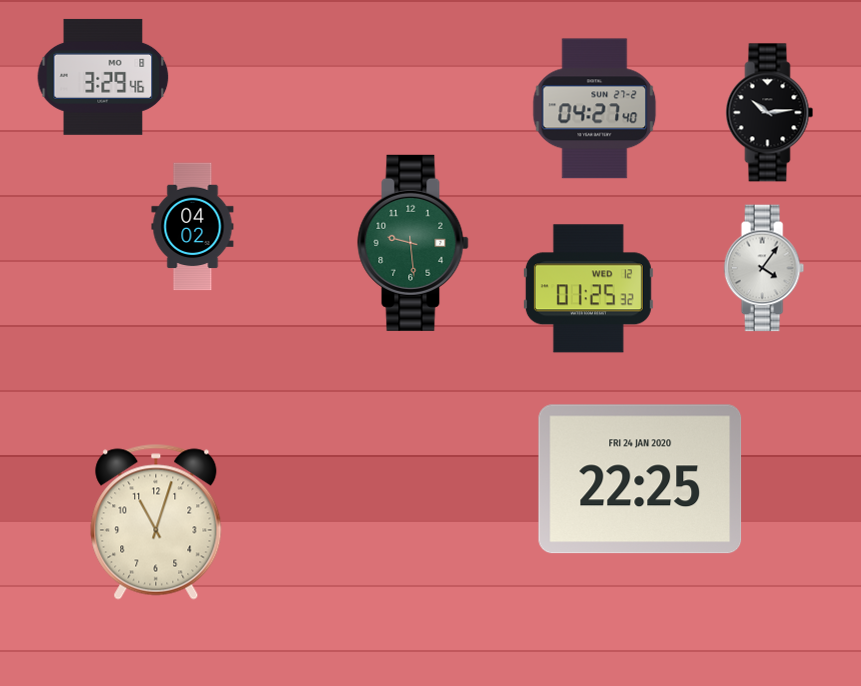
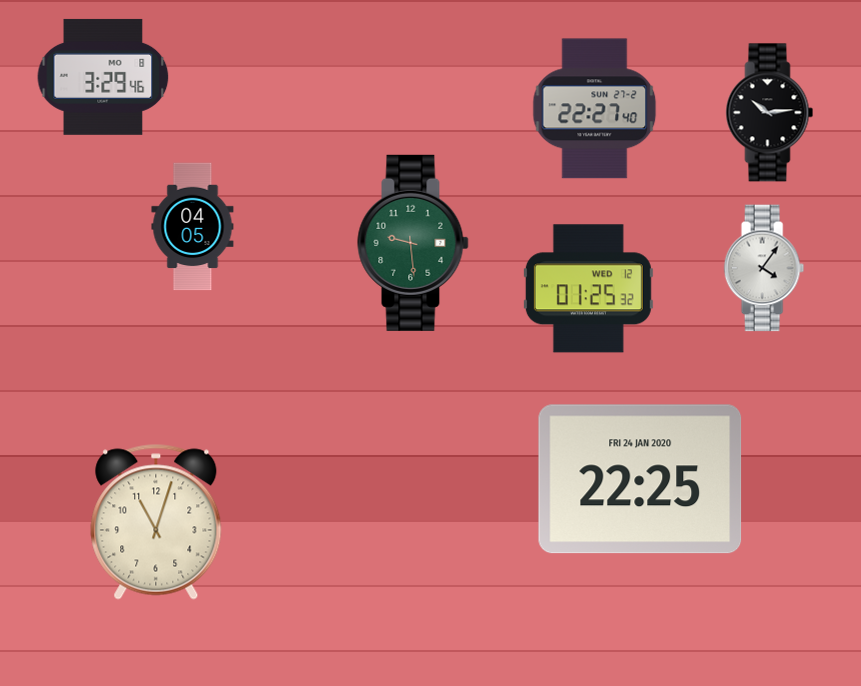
clock at (595, 109): 04:27 -> 22:27
clock at (193, 227): 04:02 -> 04:05
